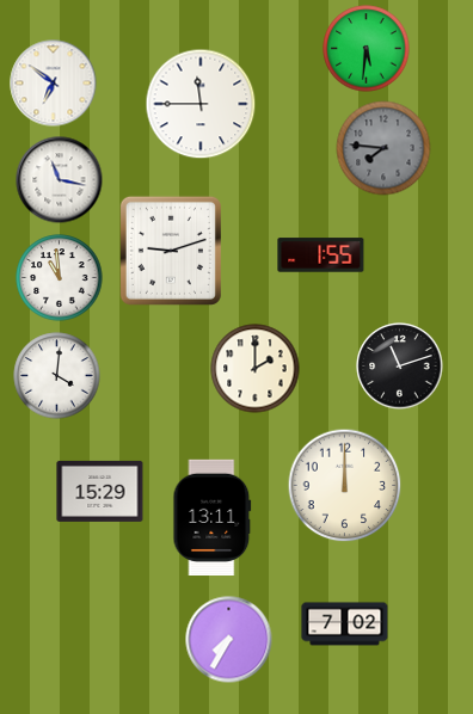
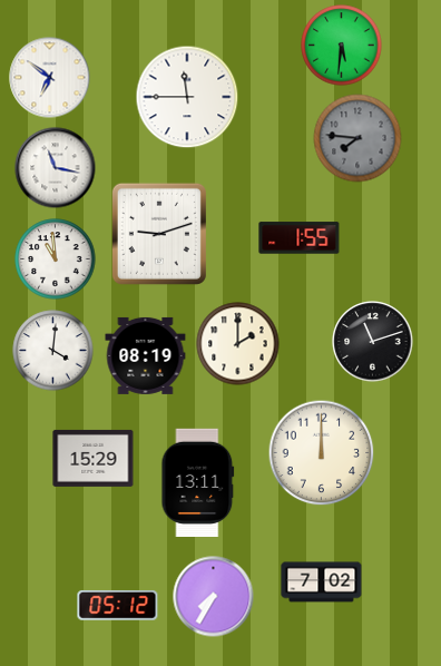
clock at (146, 355): none -> 08:19
clock at (118, 606): none -> 05:12
